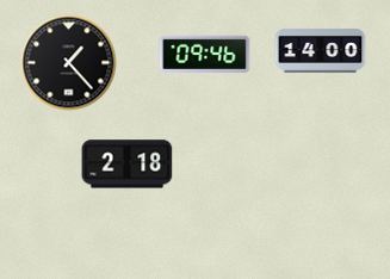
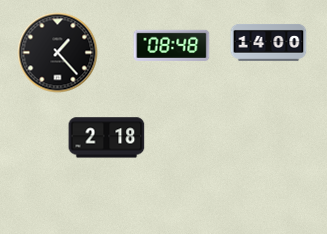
clock at (205, 54): 09:46 -> 08:48
